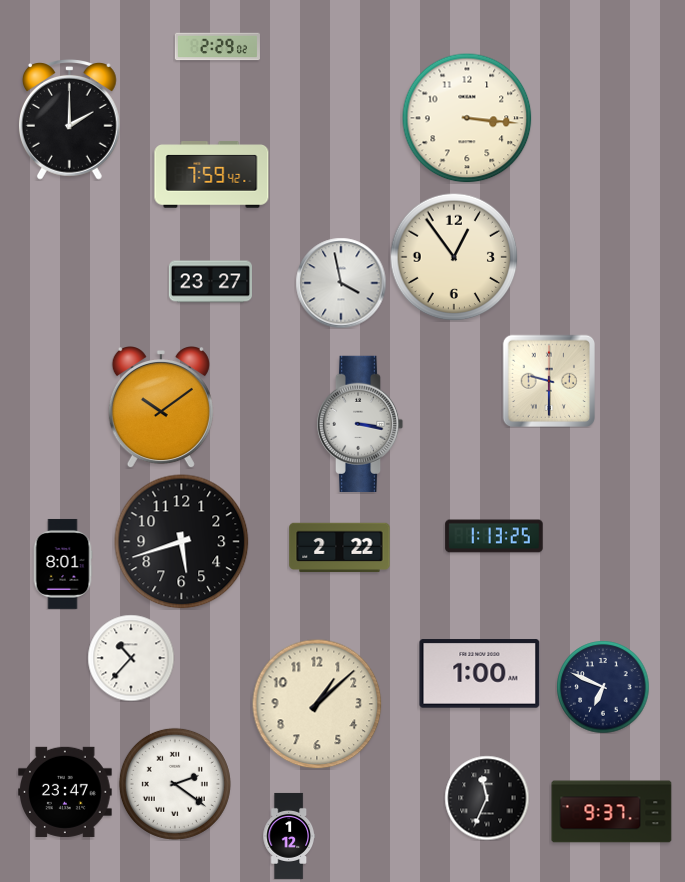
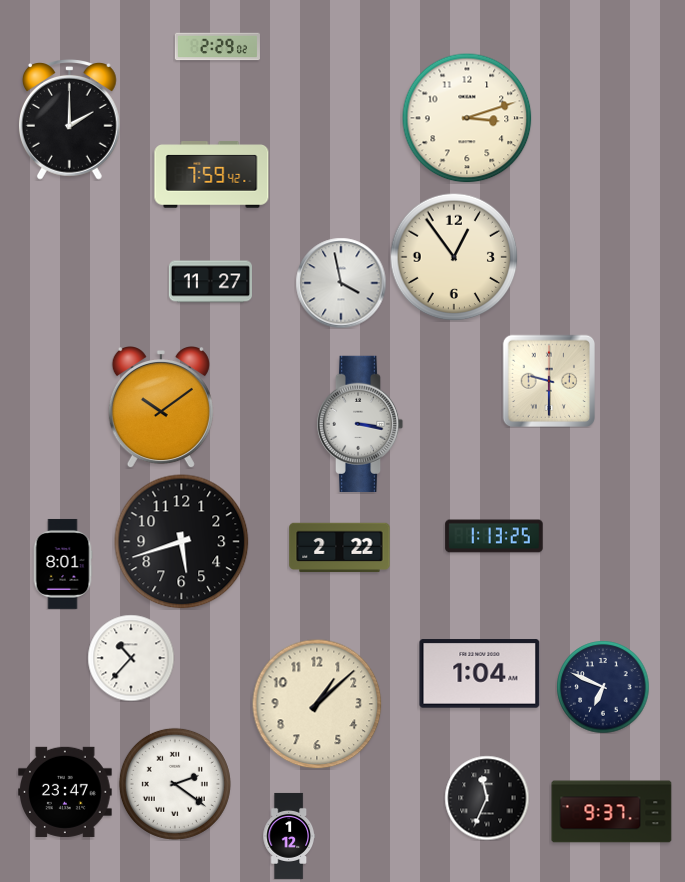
clock at (467, 118): 3:16 -> 3:12
clock at (210, 282): 23:27 -> 11:27
clock at (480, 674): 1:00 -> 1:04
